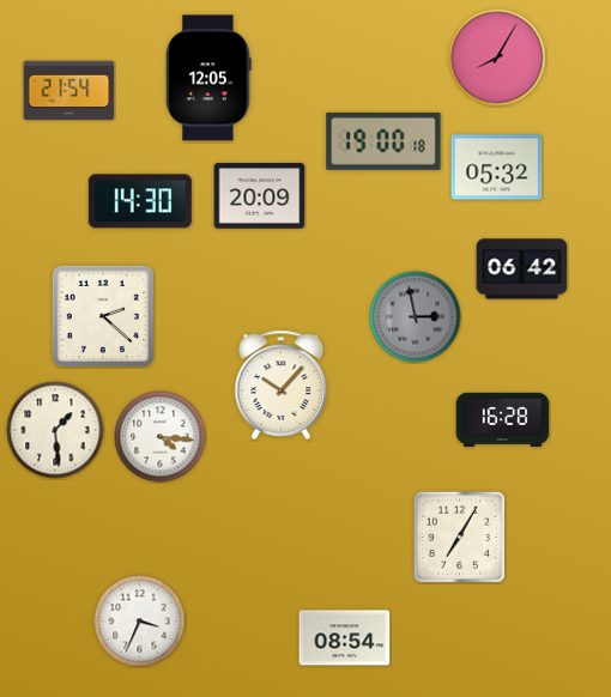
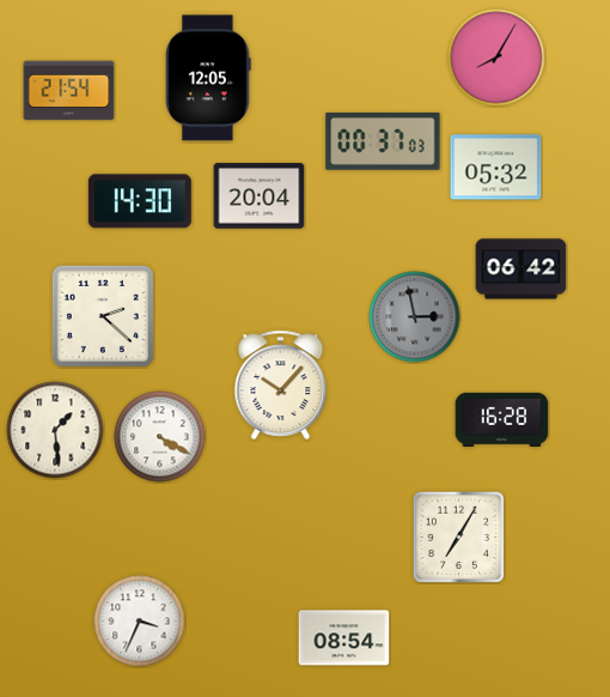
clock at (383, 141): 19:00 -> 00:37
clock at (260, 196): 20:09 -> 20:04
clock at (161, 437): 4:16 -> 4:20
